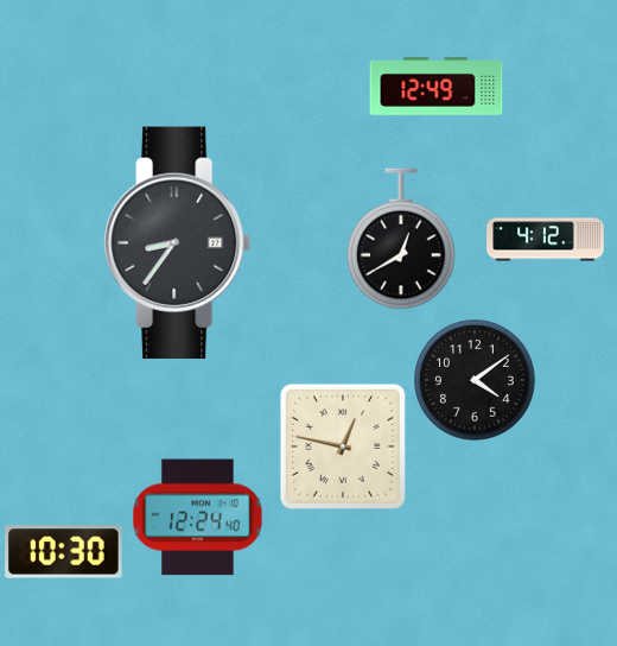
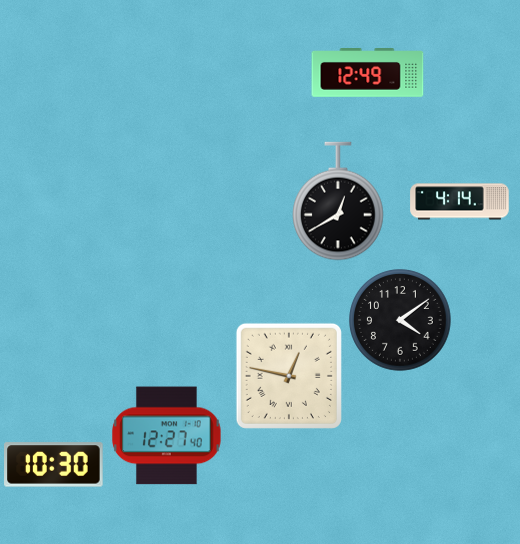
clock at (546, 240): 4:12 -> 4:14
clock at (178, 243): 8:36 -> none
clock at (198, 518): 12:24 -> 12:27
